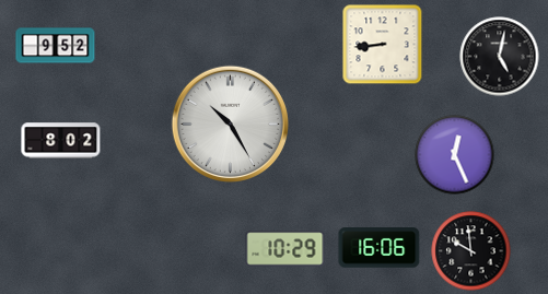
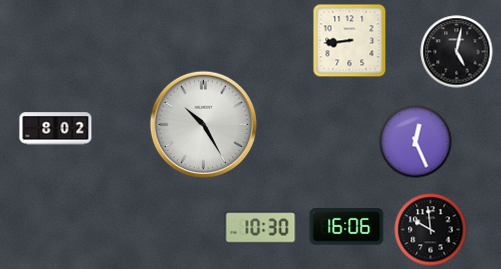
clock at (56, 46): 9:52 -> none
clock at (230, 124) position: (230, 124) -> (203, 124)
clock at (285, 249): 10:29 -> 10:30
